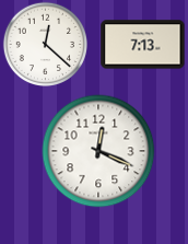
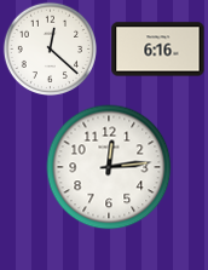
clock at (143, 45): 7:13 -> 6:16
clock at (98, 151): 12:19 -> 12:14
